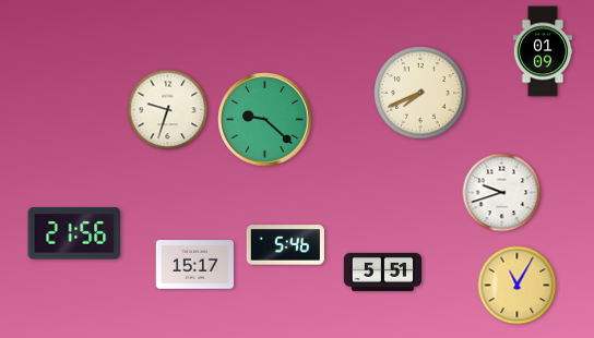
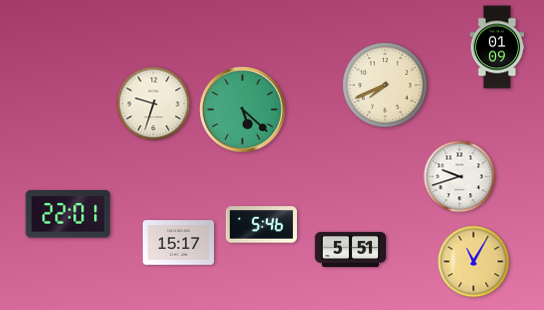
clock at (168, 110) position: (168, 110) -> (154, 104)
clock at (265, 120): 9:22 -> 5:22
clock at (74, 233): 21:56 -> 22:01
